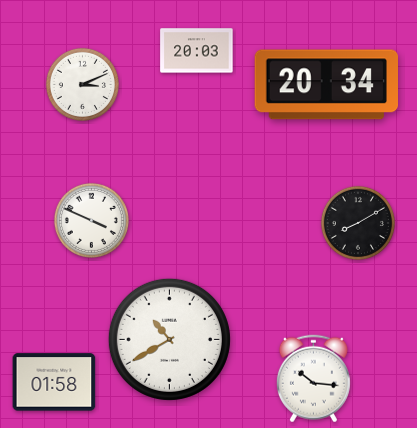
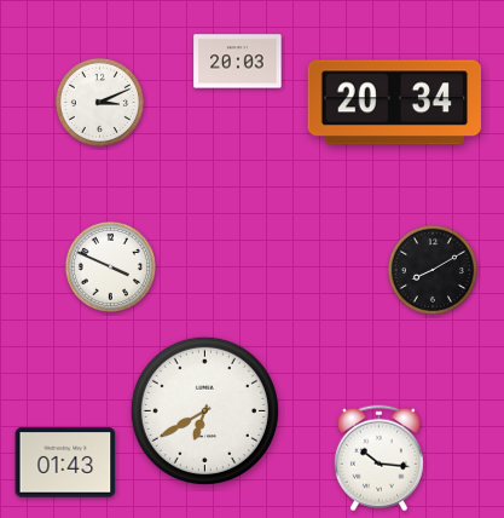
clock at (169, 339): 10:40 -> 6:40
clock at (54, 382): 01:58 -> 01:43
